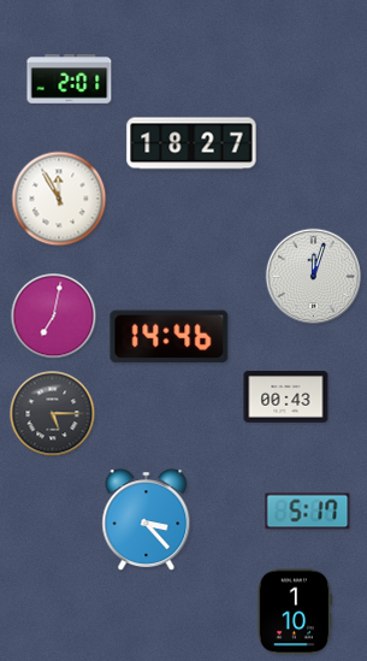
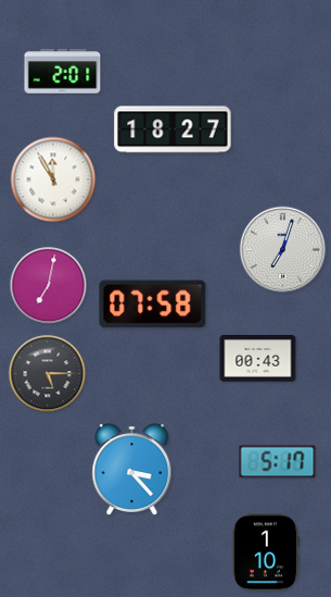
clock at (314, 277): 12:03 -> 7:03
clock at (170, 337): 14:46 -> 07:58
